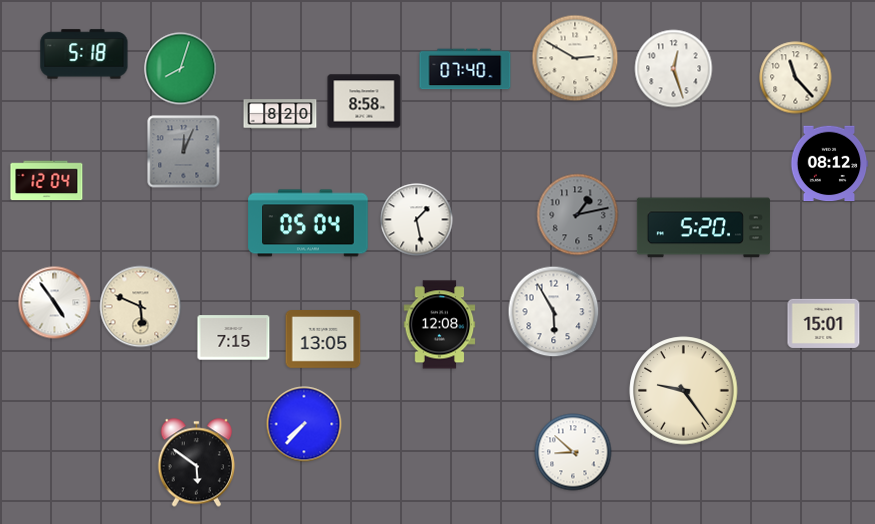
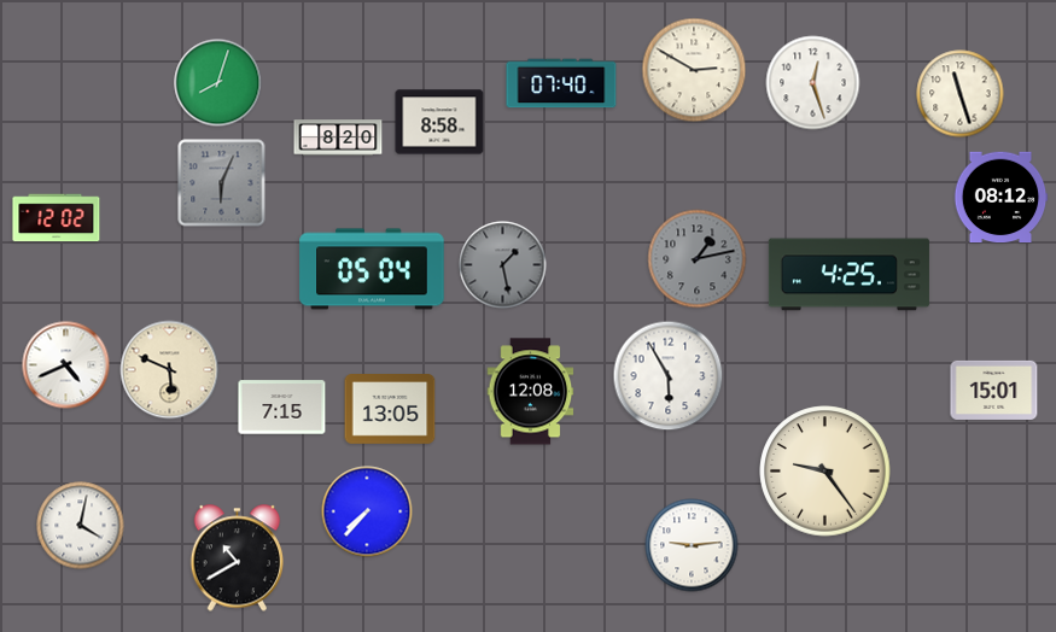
clock at (84, 54): 5:18 -> none
clock at (796, 78): 11:23 -> 11:27
clock at (184, 152): 12:04 -> 6:04
clock at (47, 181): 12:04 -> 12:02
clock at (417, 220) dial: white -> grey
clock at (703, 228): 5:20 -> 4:25
clock at (55, 303): 4:54 -> 4:41
clock at (81, 526): none -> 4:02
clock at (573, 452): 8:52 -> 9:14
clock at (197, 463): 5:51 -> 10:40
